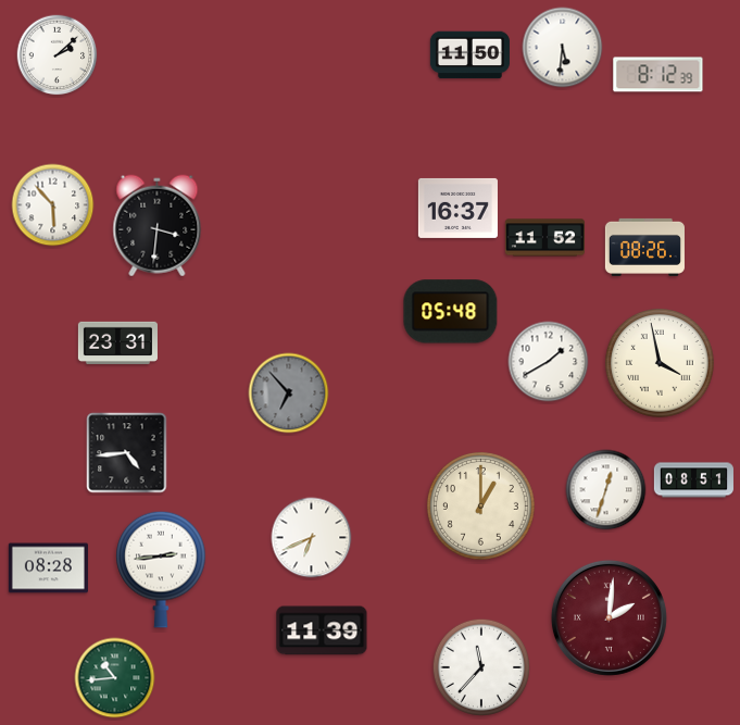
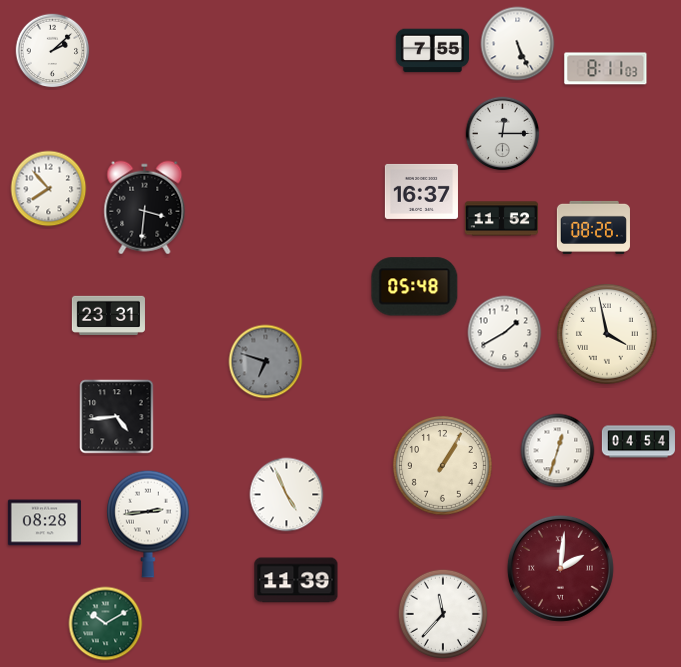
clock at (563, 48): 5:31 -> 5:26
clock at (469, 55): 11:50 -> 7:55
clock at (659, 75): 8:12 -> 8:11
clock at (503, 134): none -> 12:15
clock at (53, 205): 5:53 -> 7:53
clock at (289, 393): 6:53 -> 6:48
clock at (693, 480): 08:51 -> 04:54
clock at (480, 505): 1:00 -> 1:05
clock at (312, 538): 6:41 -> 4:56
clock at (115, 678): 10:44 -> 10:10
